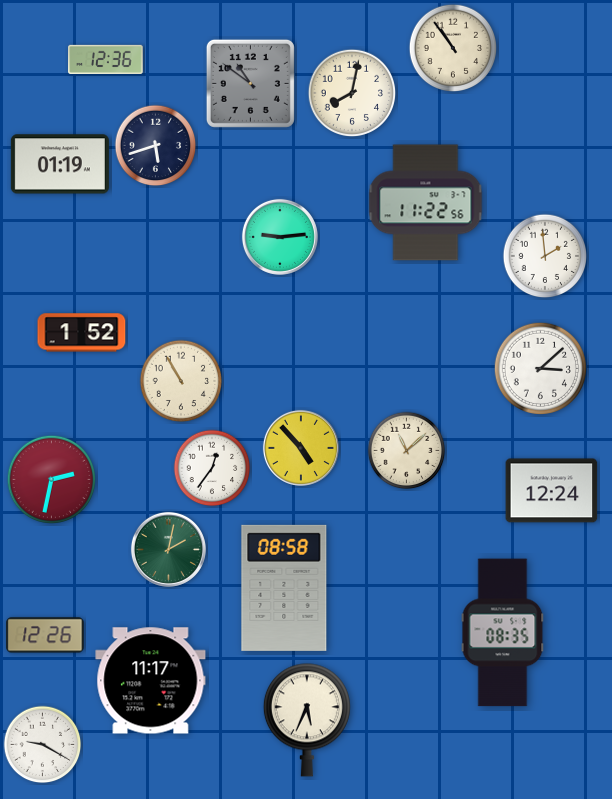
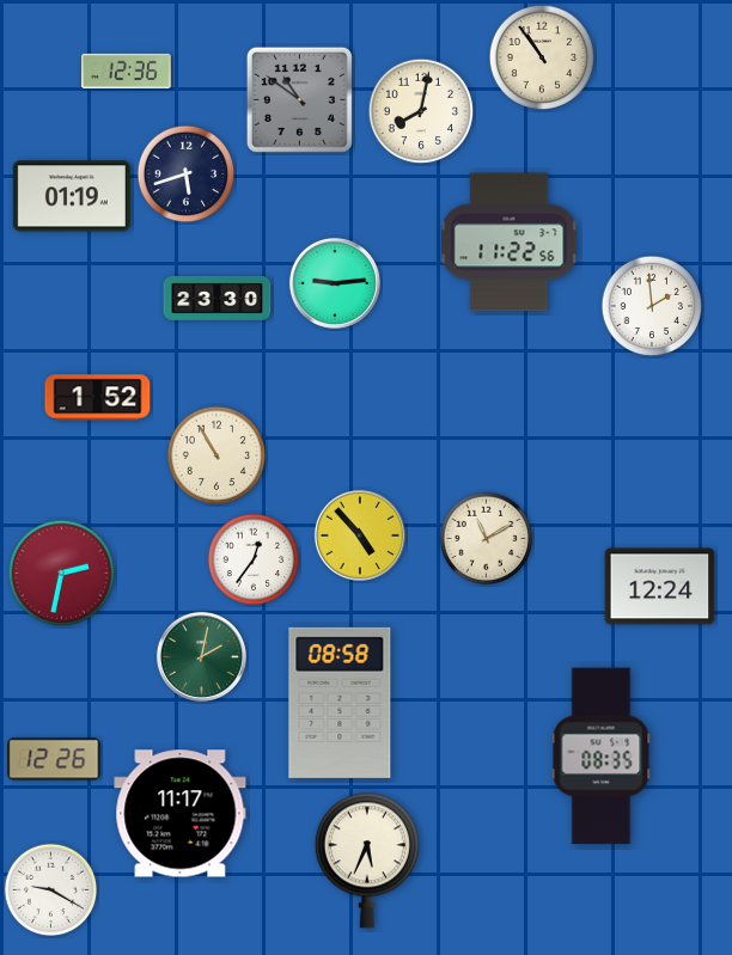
clock at (218, 299): none -> 23:30
clock at (540, 368): 3:08 -> none
clock at (407, 451): 11:08 -> 11:10
